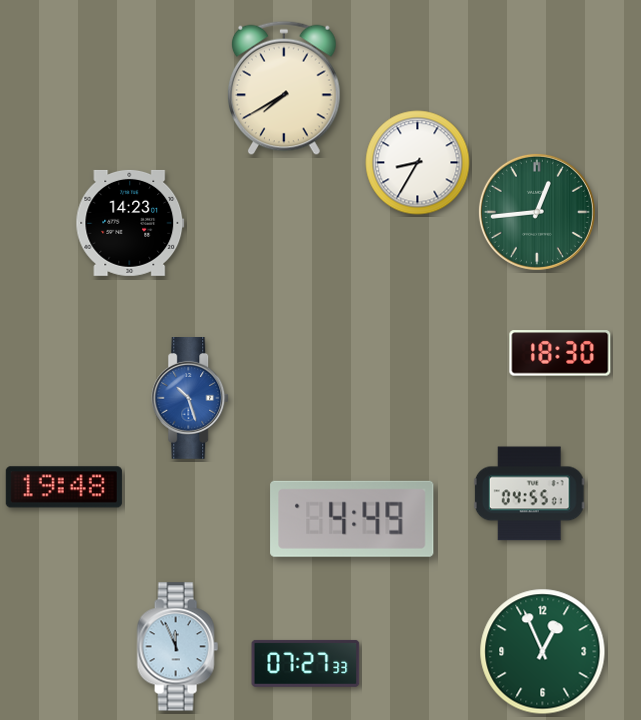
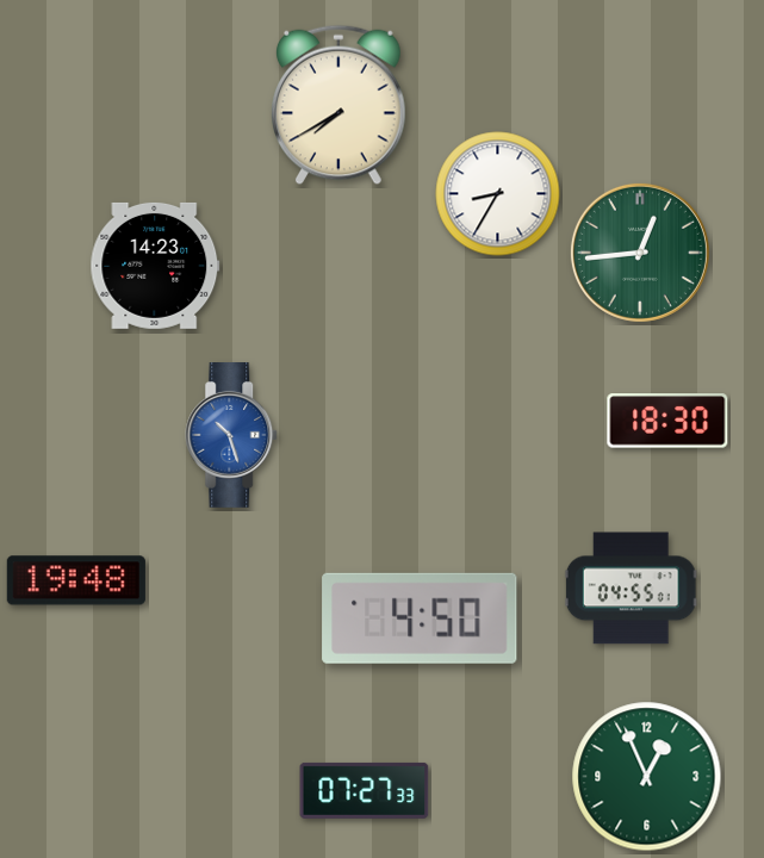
clock at (191, 399) position: (191, 399) -> (232, 436)
clock at (352, 519): 4:49 -> 4:50
clock at (177, 647): 11:56 -> none
